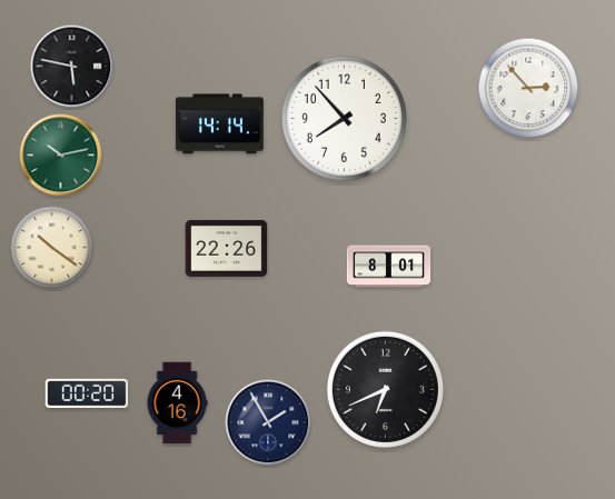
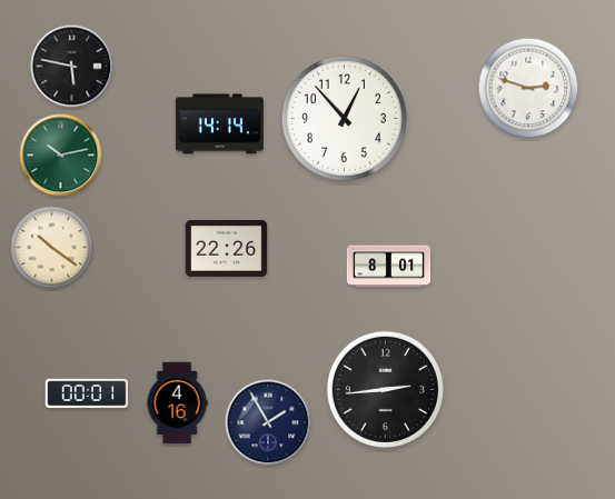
clock at (528, 88): 2:53 -> 2:48
clock at (344, 118): 7:53 -> 12:53
clock at (385, 389): 6:41 -> 2:44
clock at (87, 392): 00:20 -> 00:01
